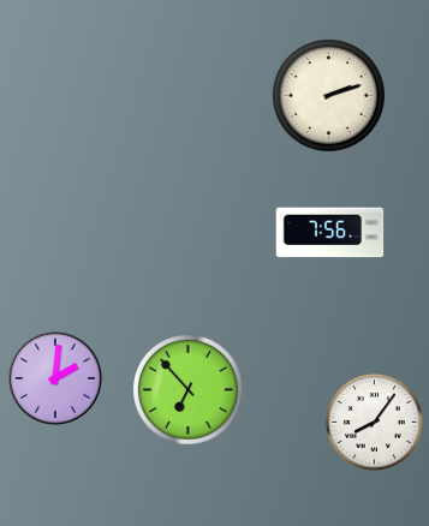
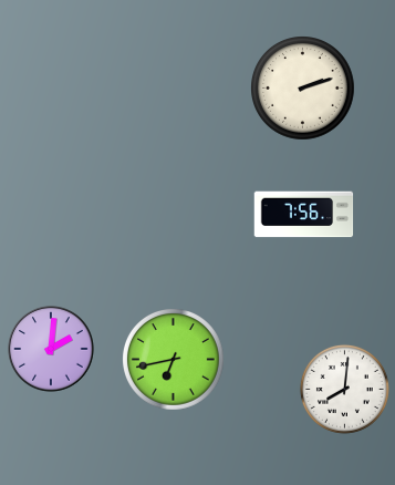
clock at (189, 390): 6:53 -> 6:43
clock at (374, 422): 8:06 -> 8:01
